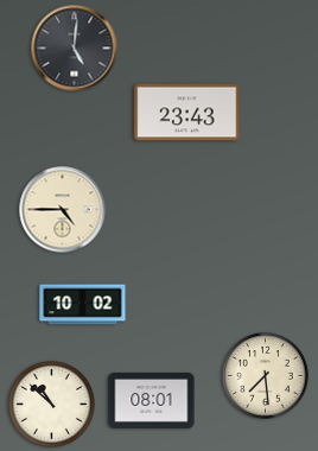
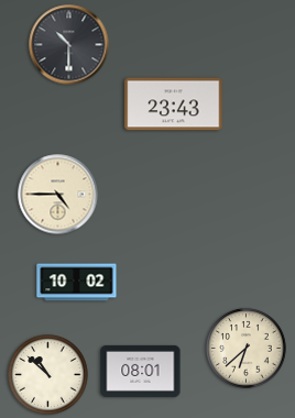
clock at (75, 49): 5:01 -> 10:30
clock at (266, 376): 7:29 -> 6:38
